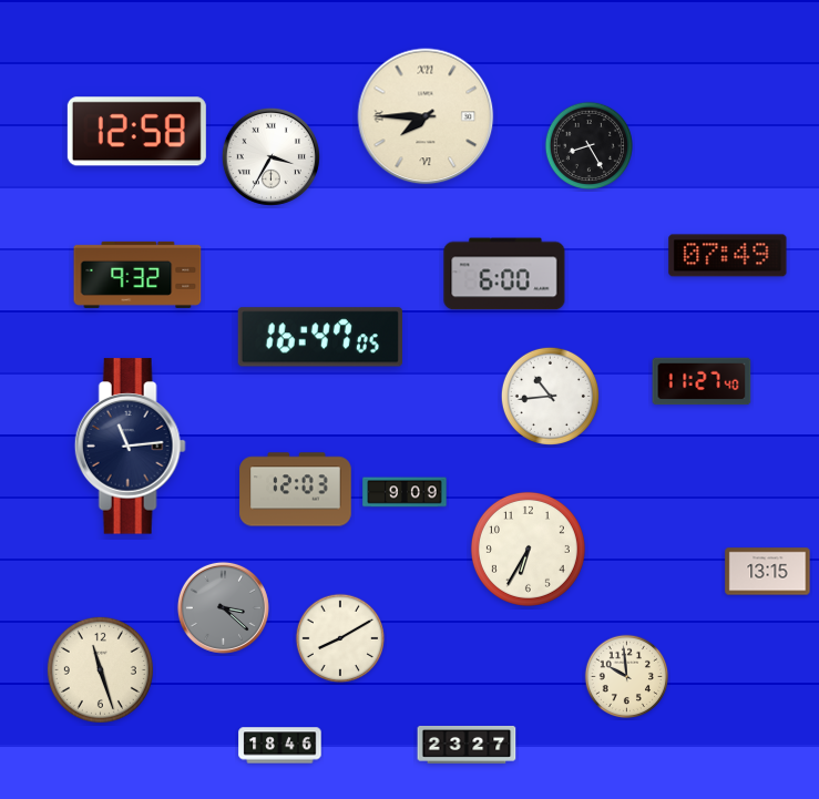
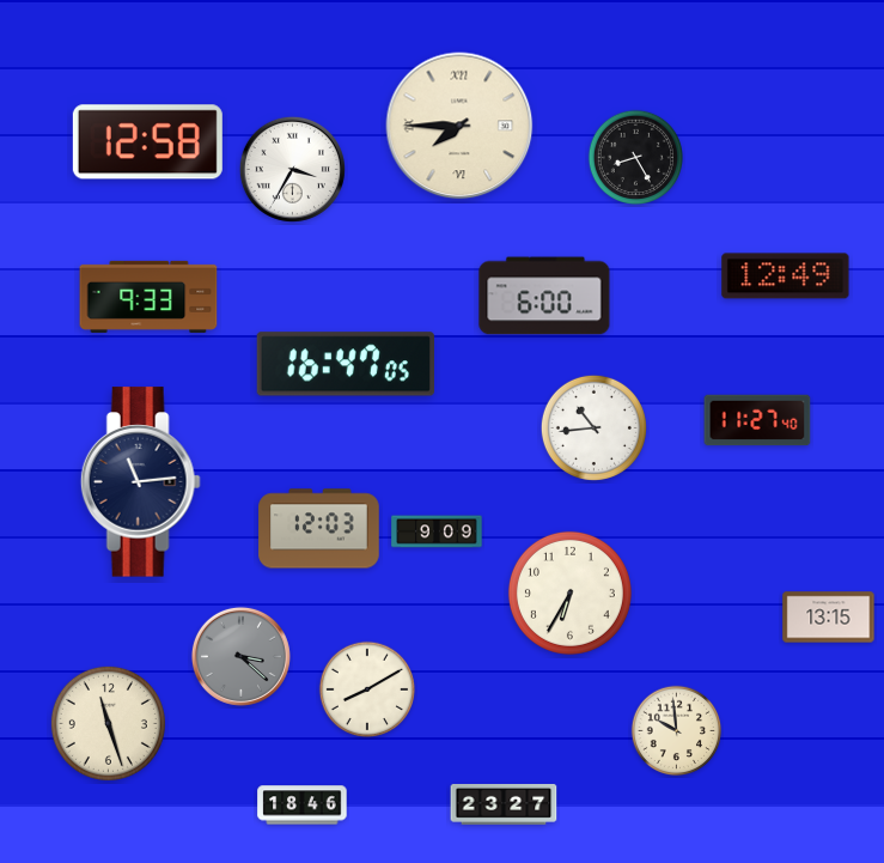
clock at (728, 256): 07:49 -> 12:49
clock at (137, 275): 9:32 -> 9:33
clock at (702, 381) position: (702, 381) -> (757, 420)
